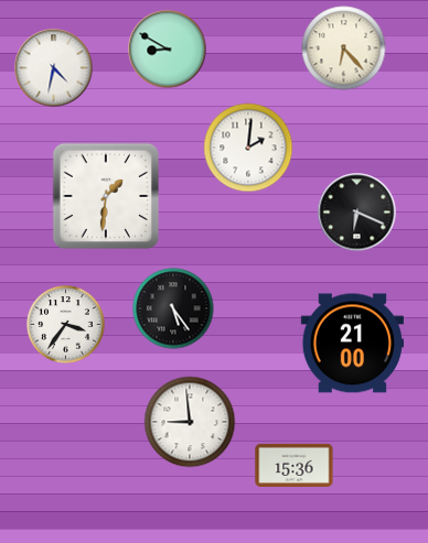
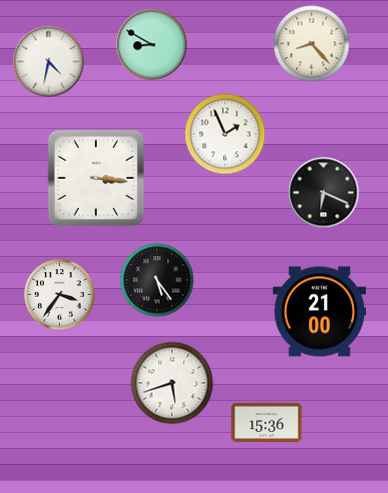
clock at (344, 48): 6:23 -> 8:23
clock at (248, 148): 2:01 -> 1:56
clock at (106, 196): 1:31 -> 3:16
clock at (190, 422): 8:59 -> 5:42
